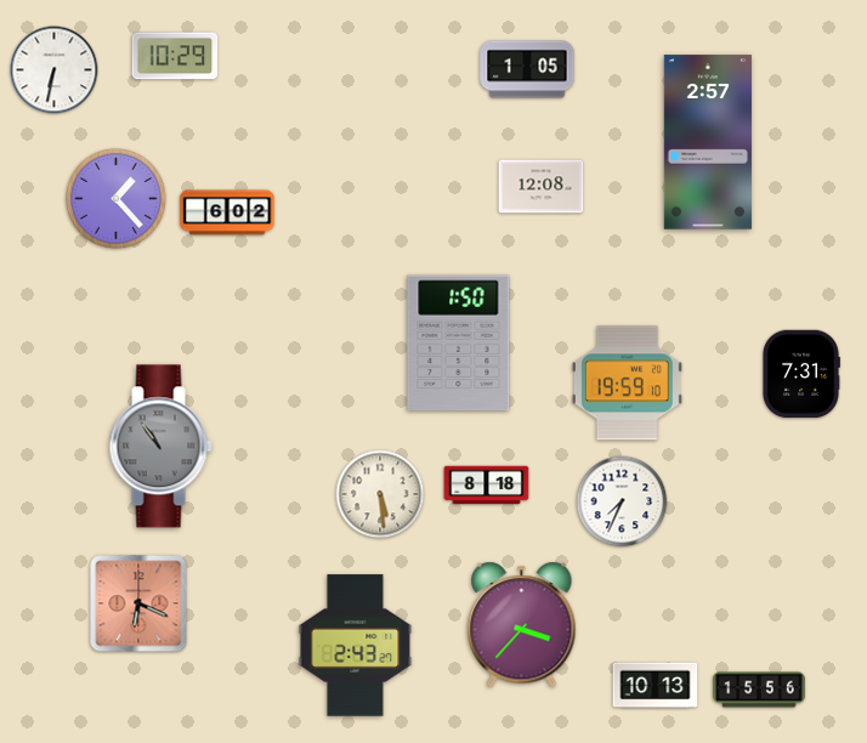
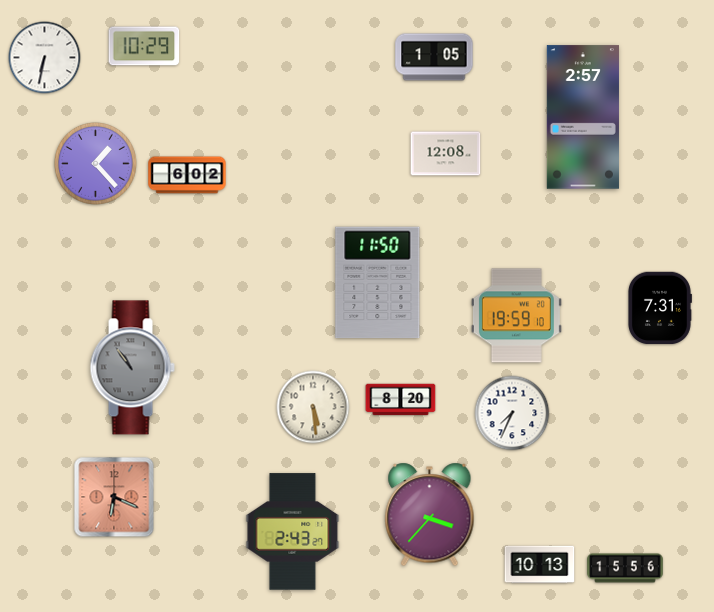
clock at (459, 344): 1:50 -> 11:50
clock at (487, 486): 8:18 -> 8:20
